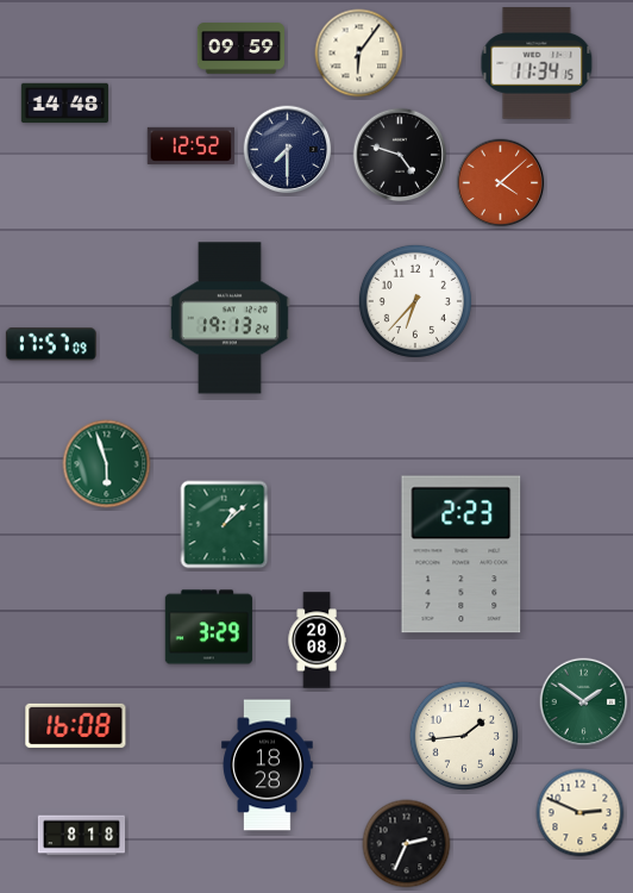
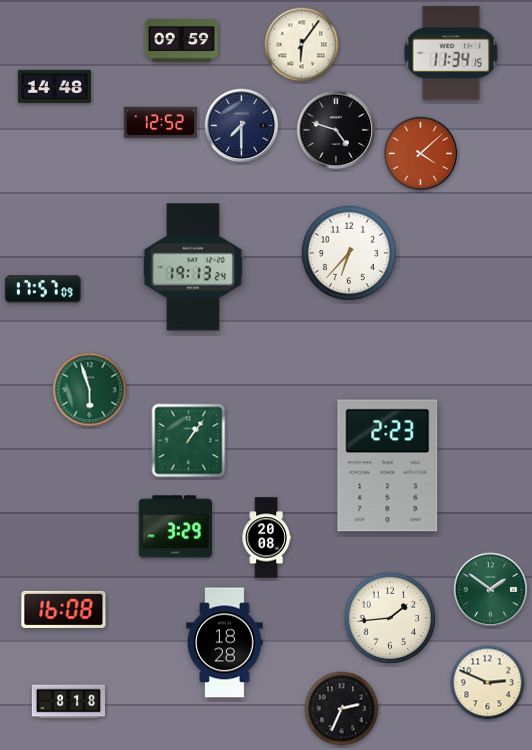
clock at (242, 49) position: (242, 49) -> (182, 41)
clock at (225, 525): 1:08 -> 1:06
